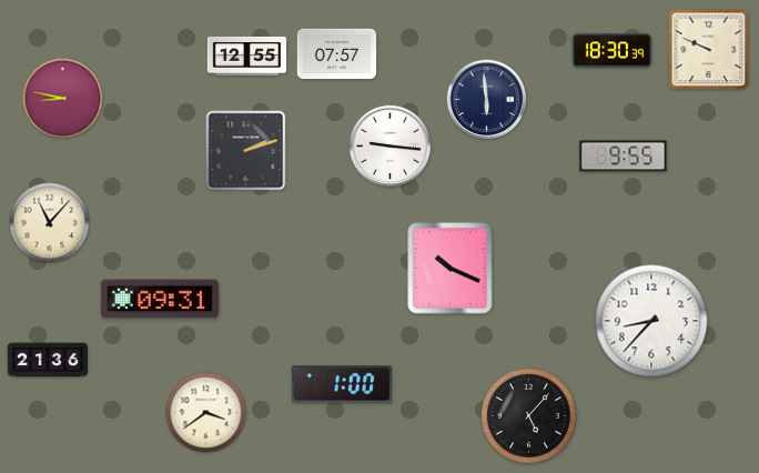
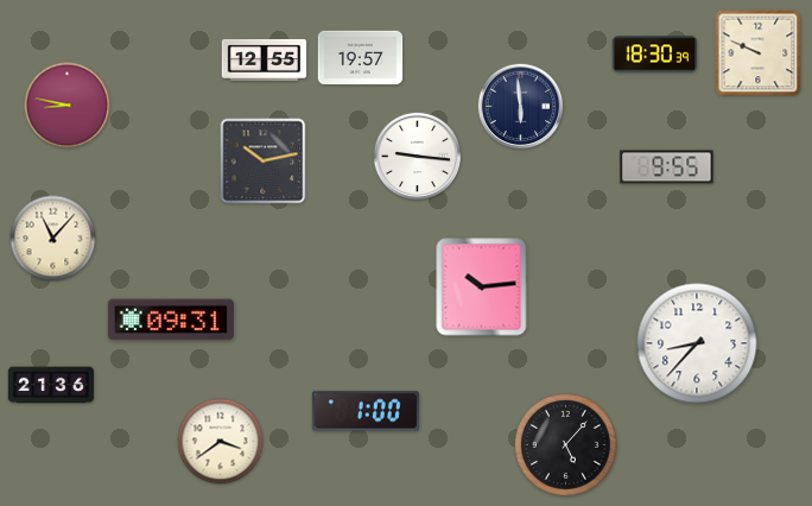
clock at (337, 54): 07:57 -> 19:57
clock at (246, 151): 2:12 -> 10:13
clock at (451, 269): 10:19 -> 10:14
